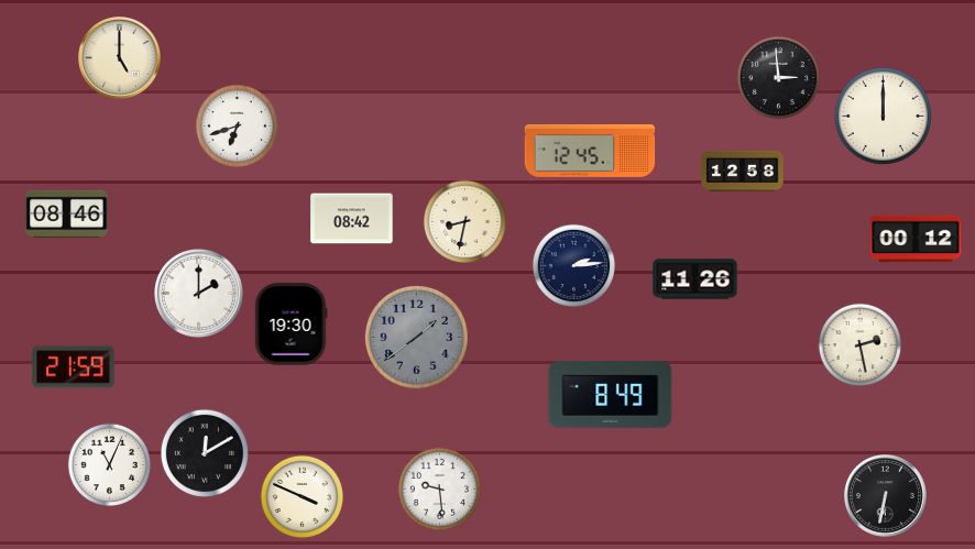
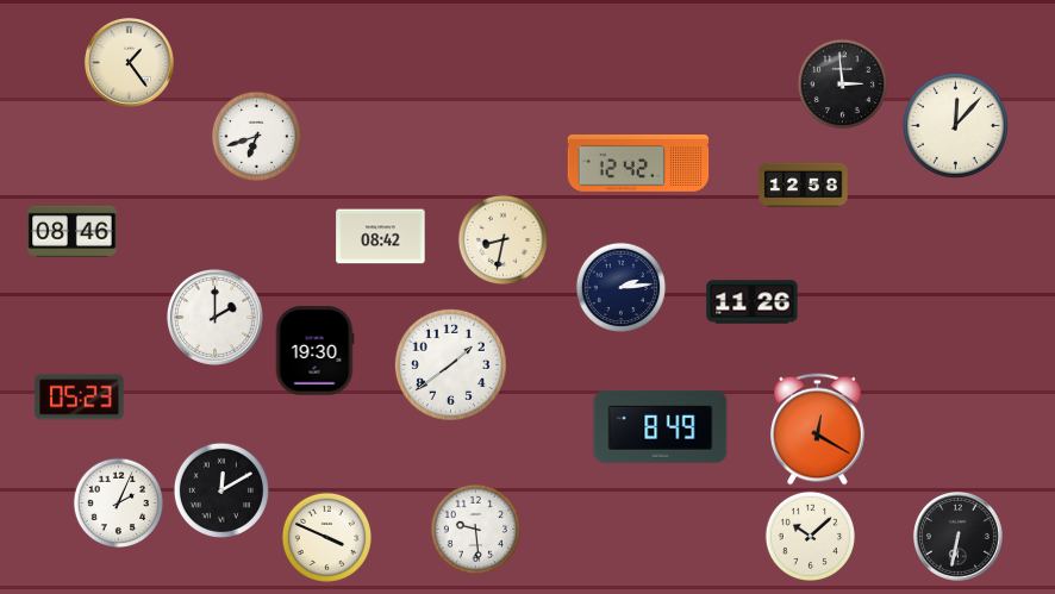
clock at (120, 58): 5:00 -> 1:24
clock at (883, 116): 12:00 -> 12:07
clock at (590, 151): 12:45 -> 12:42
clock at (916, 239): 00:12 -> none
clock at (416, 337) dial: grey -> white
clock at (859, 344): 2:28 -> none
clock at (74, 367): 21:59 -> 05:23
clock at (818, 430): none -> 12:20
clock at (109, 464): 11:04 -> 2:04
clock at (810, 536): none -> 10:08
